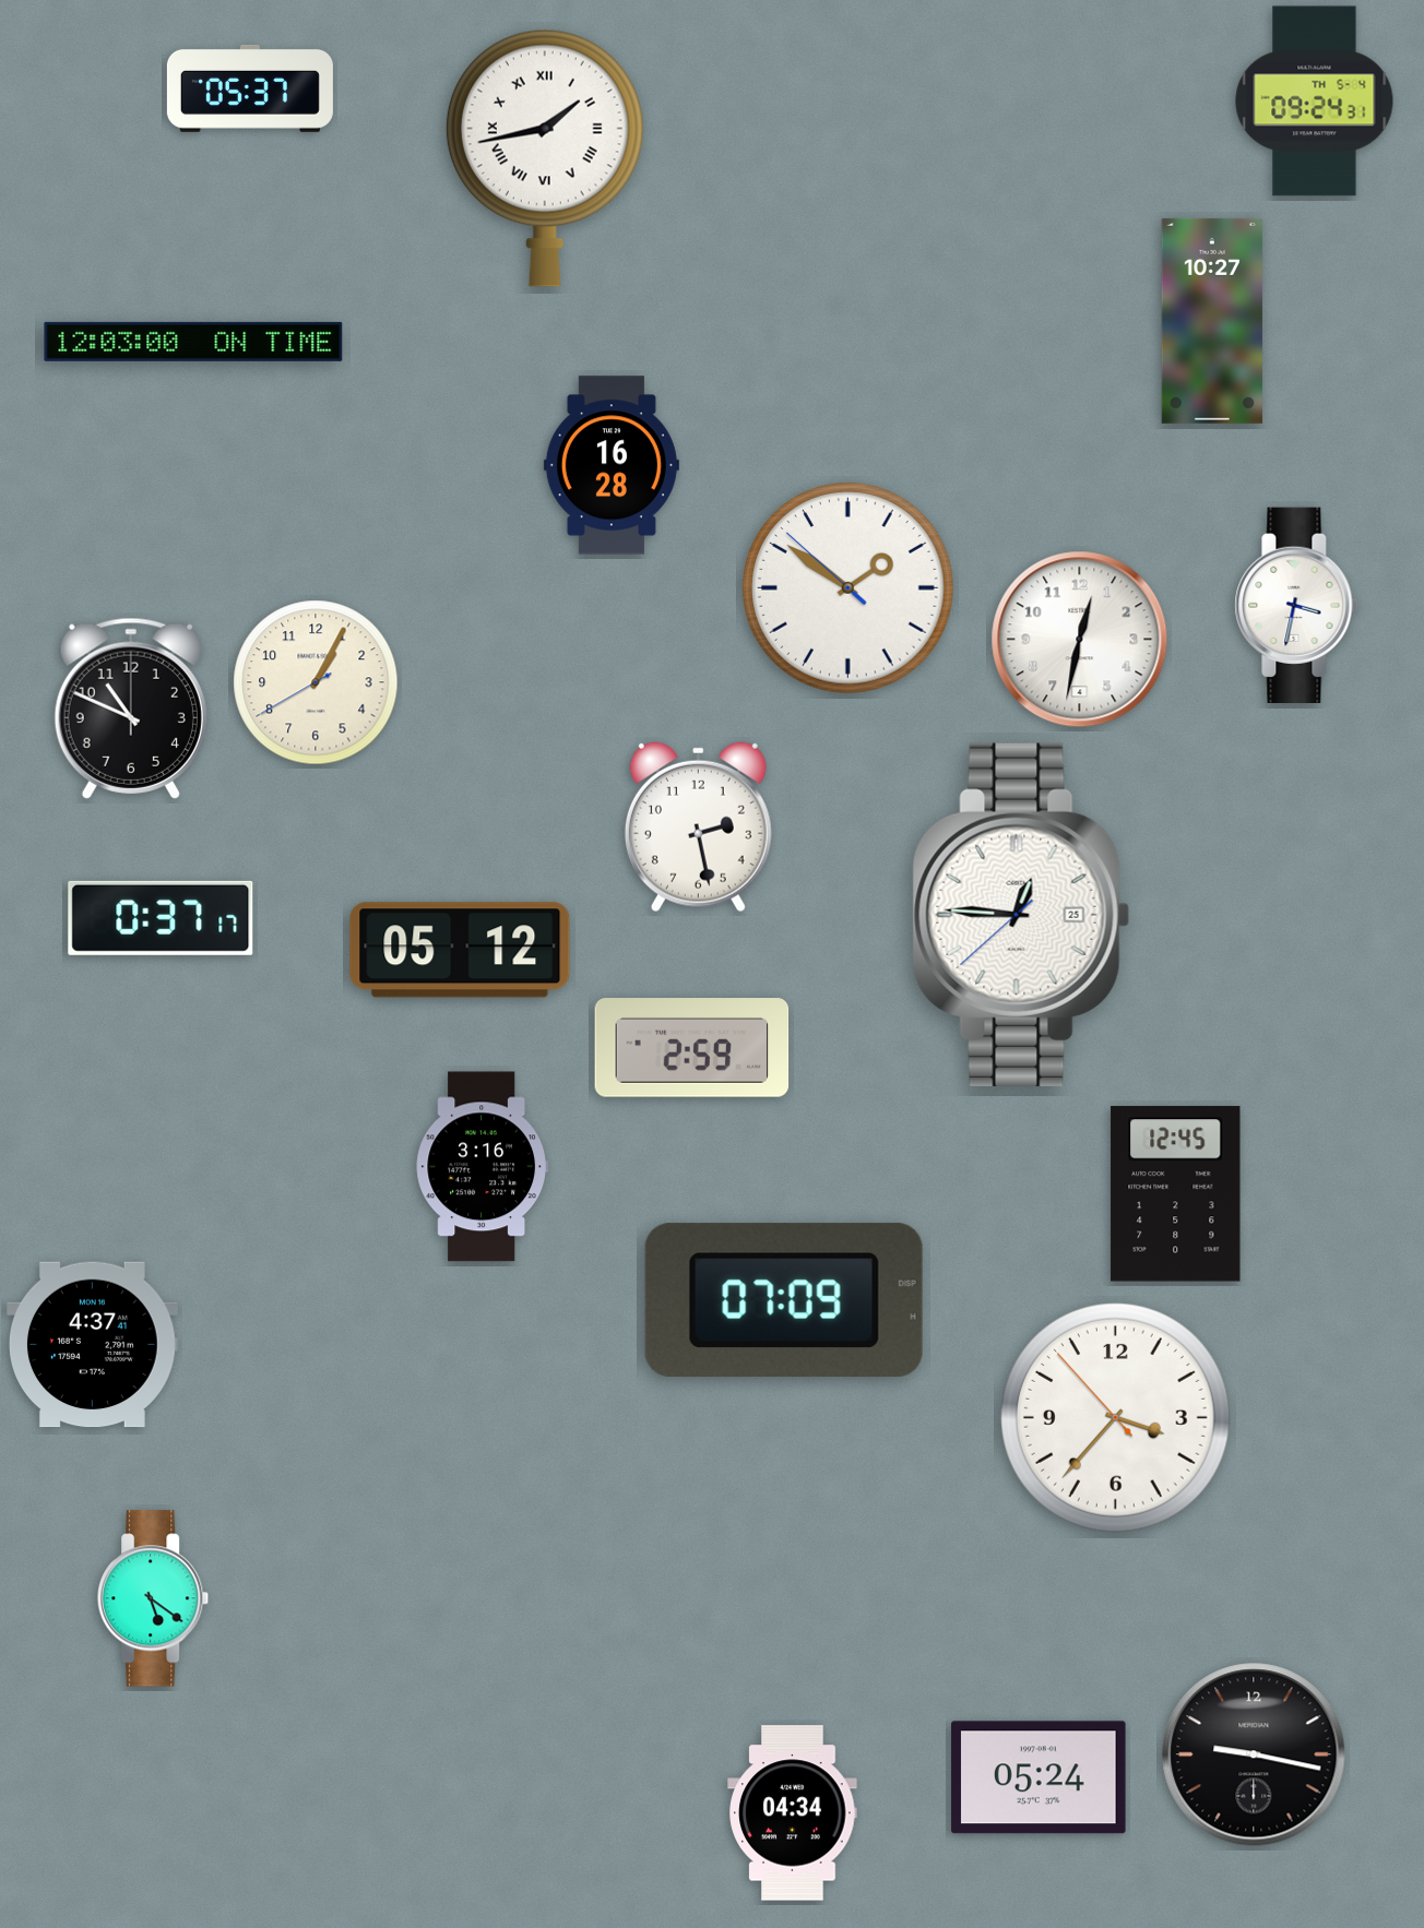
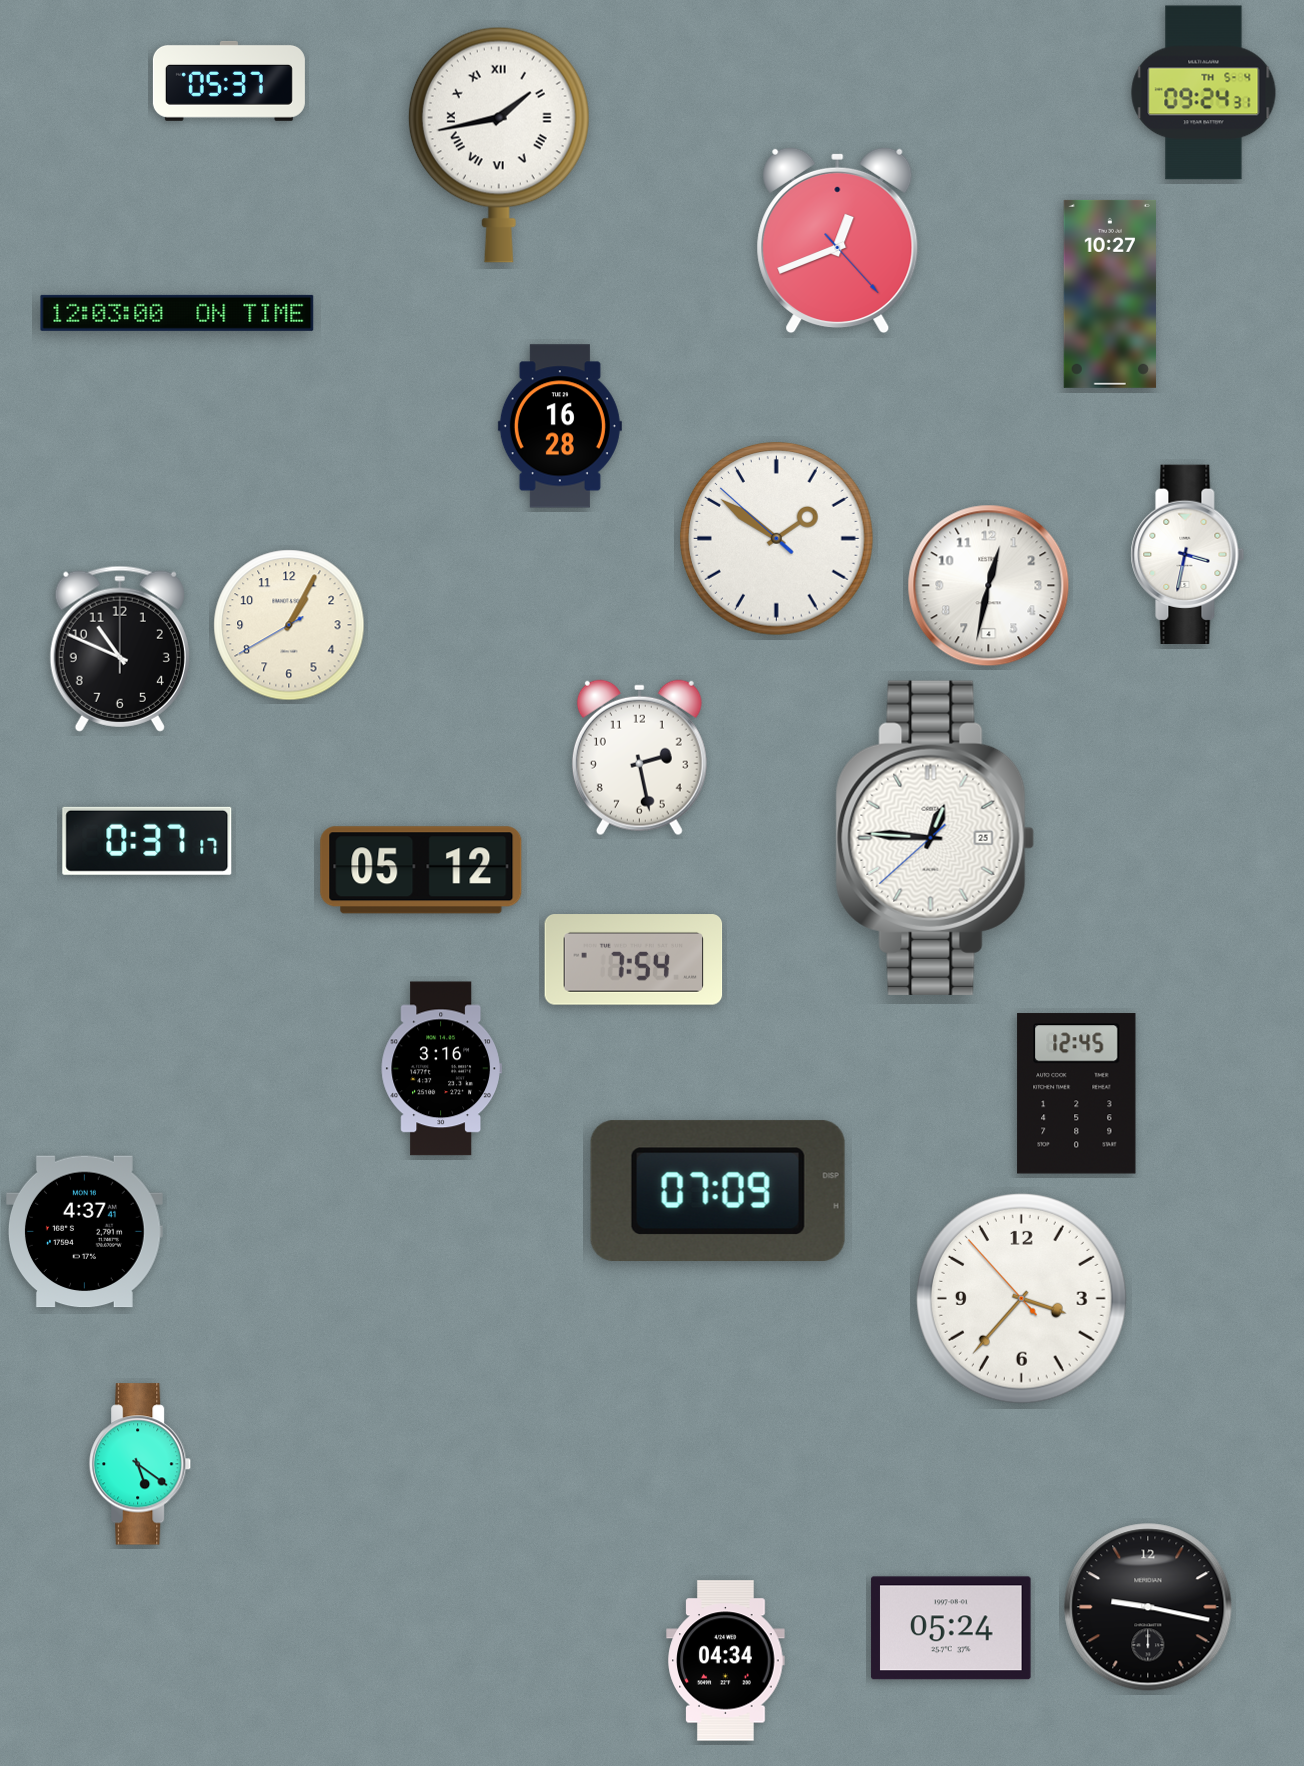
clock at (838, 240): none -> 12:41
clock at (692, 1048): 2:59 -> 7:54
